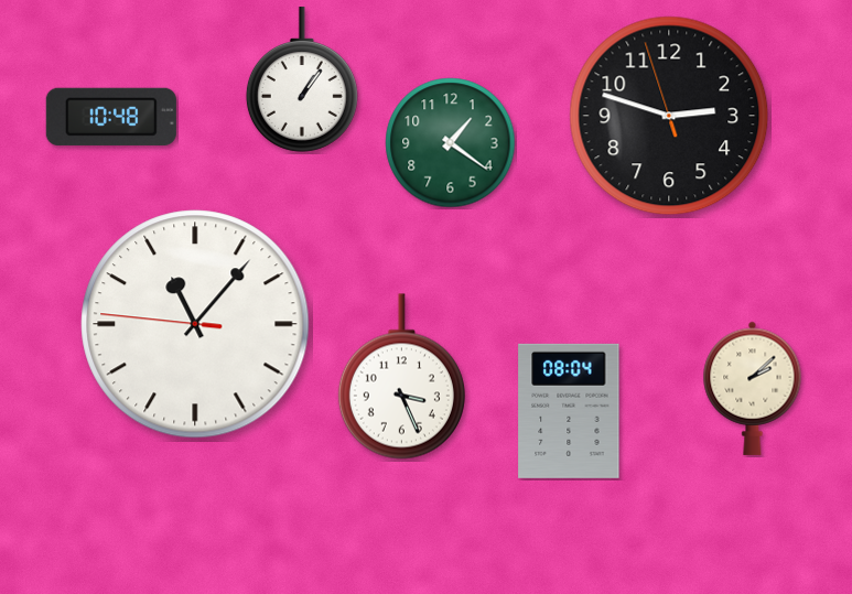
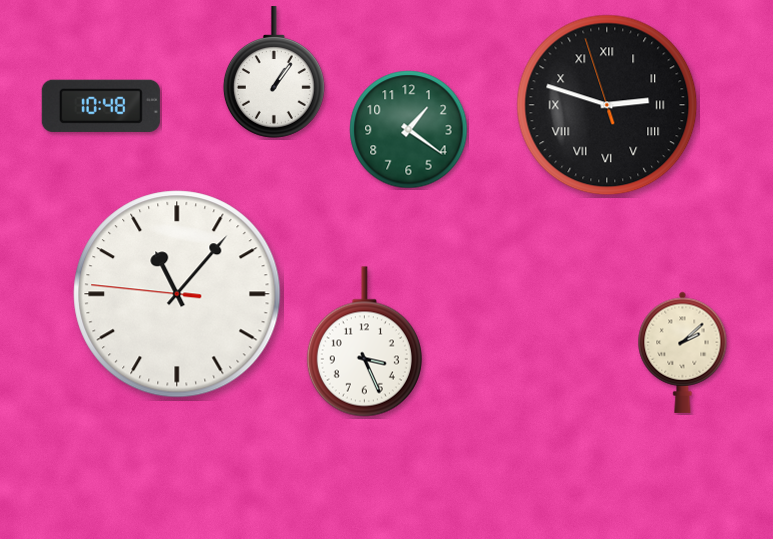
clock at (669, 116) numerals: Arabic -> Roman
clock at (569, 411): 08:04 -> none
